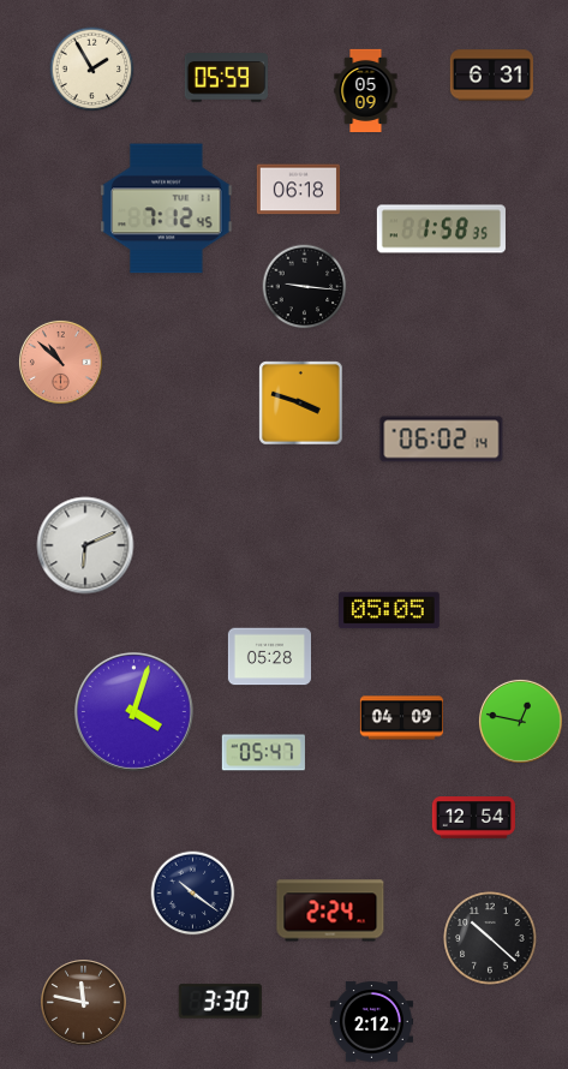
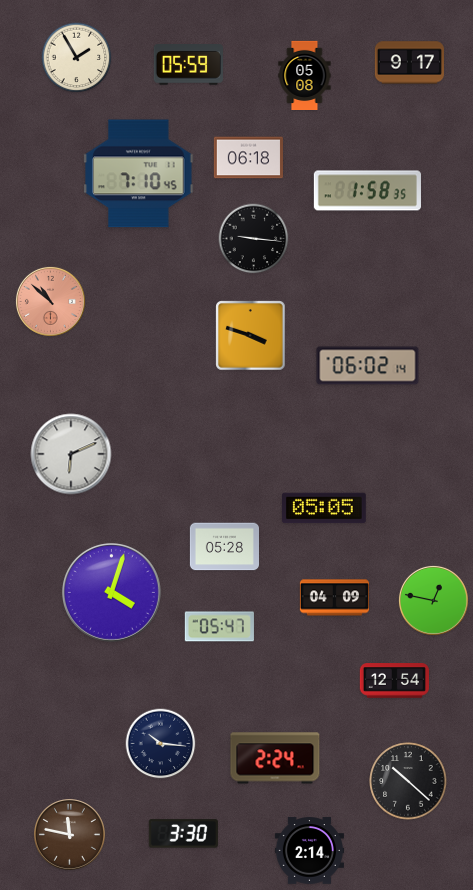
clock at (491, 76): 6:31 -> 9:17
clock at (366, 90): 05:09 -> 05:08
clock at (167, 209): 7:12 -> 7:10
clock at (193, 894): 10:21 -> 10:16
clock at (371, 1022): 2:12 -> 2:14
